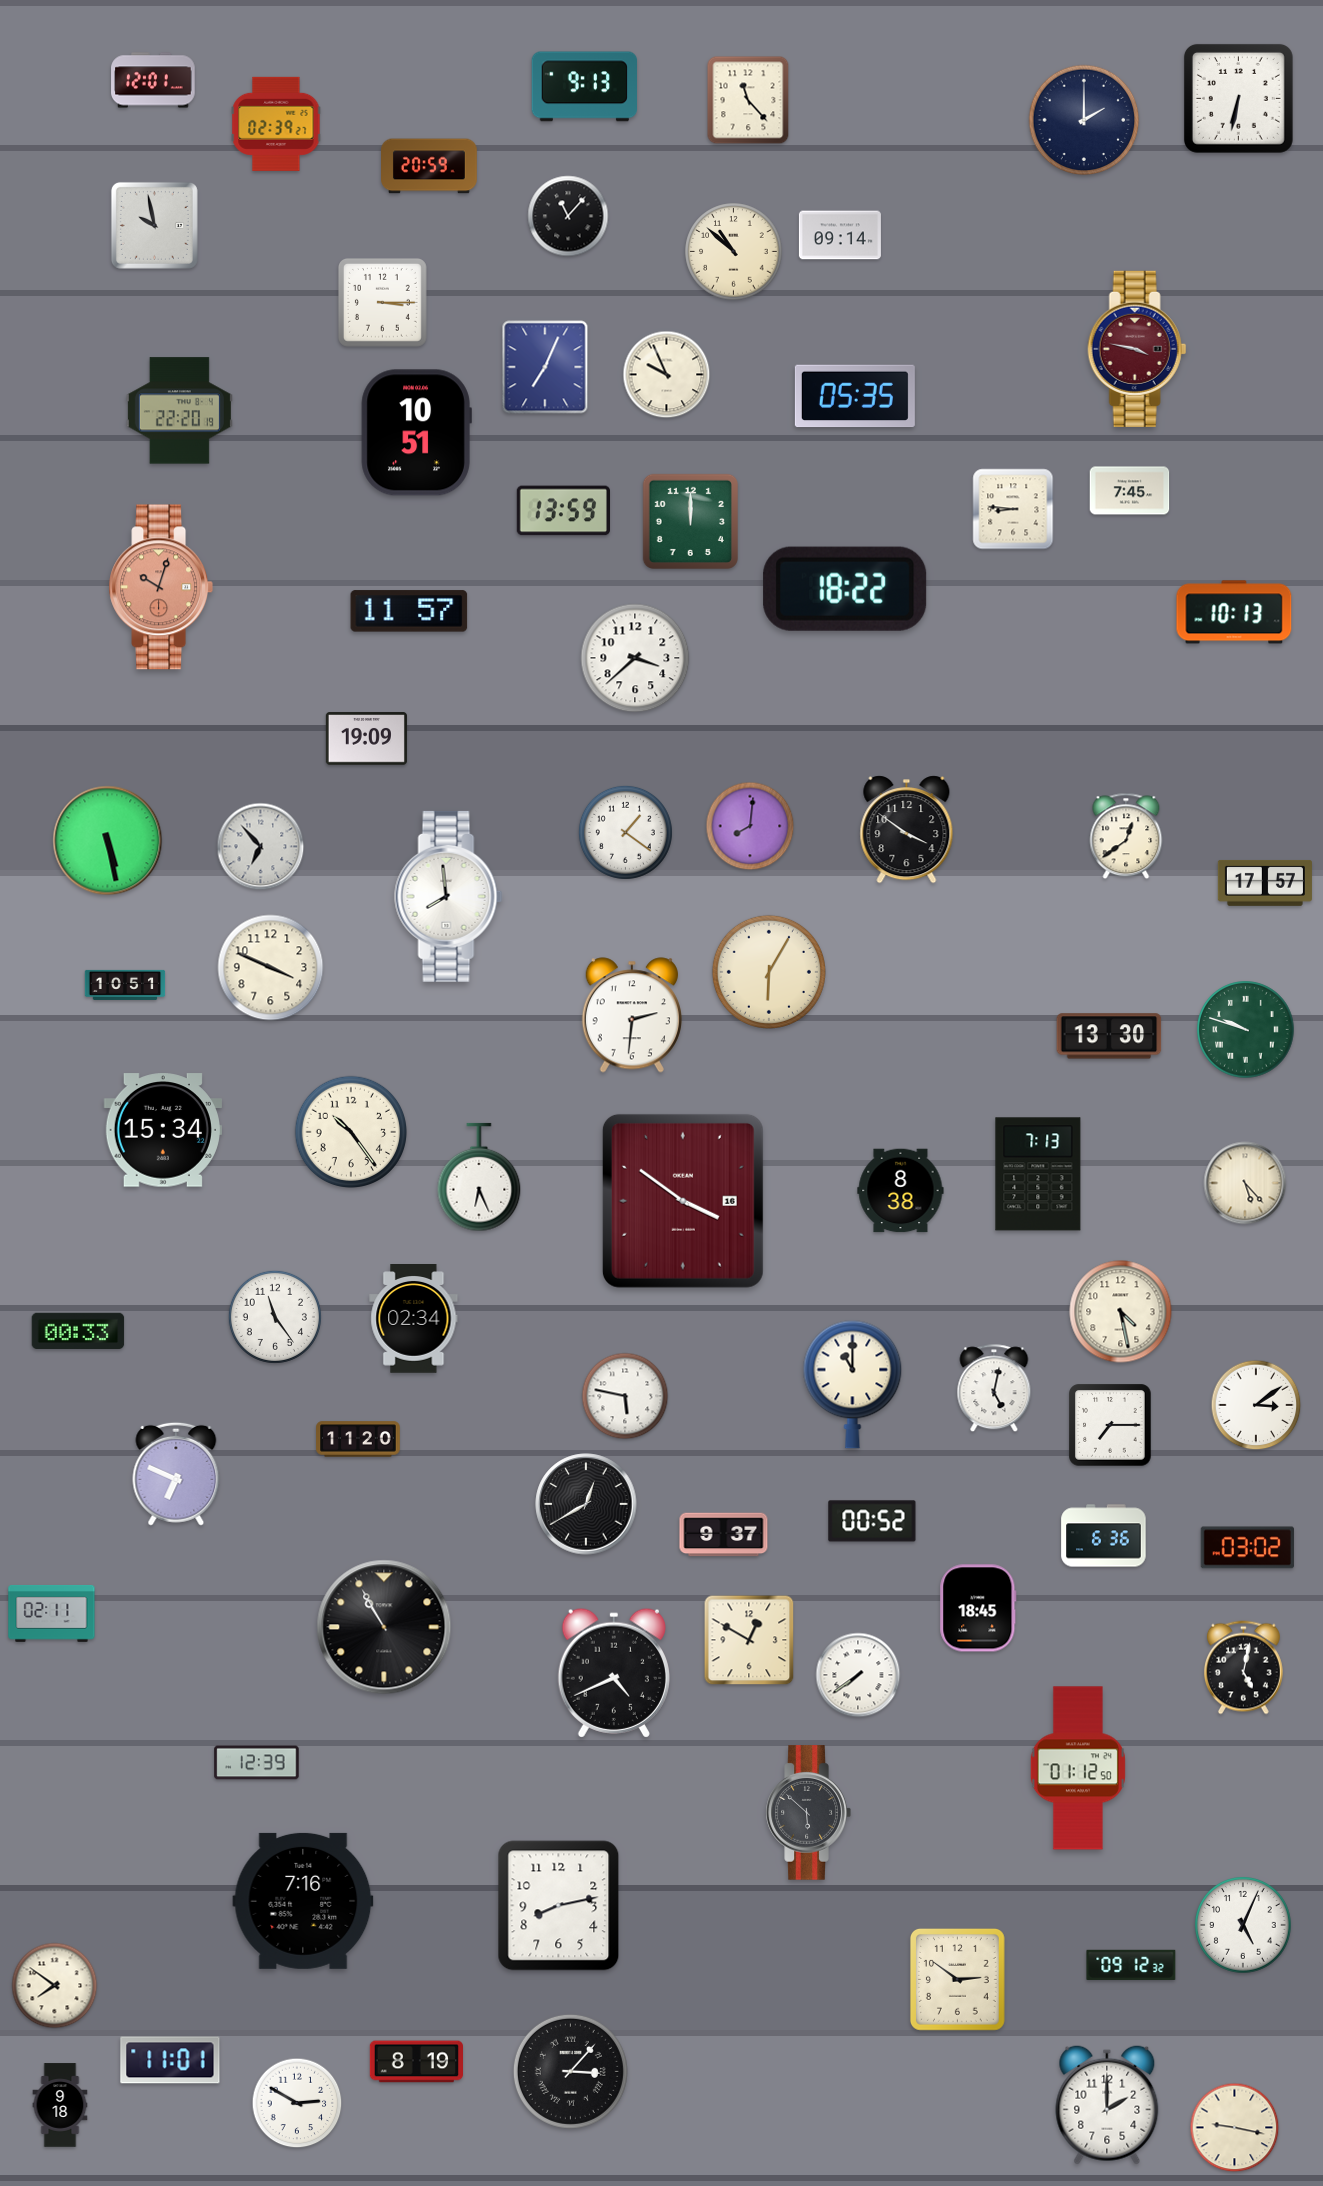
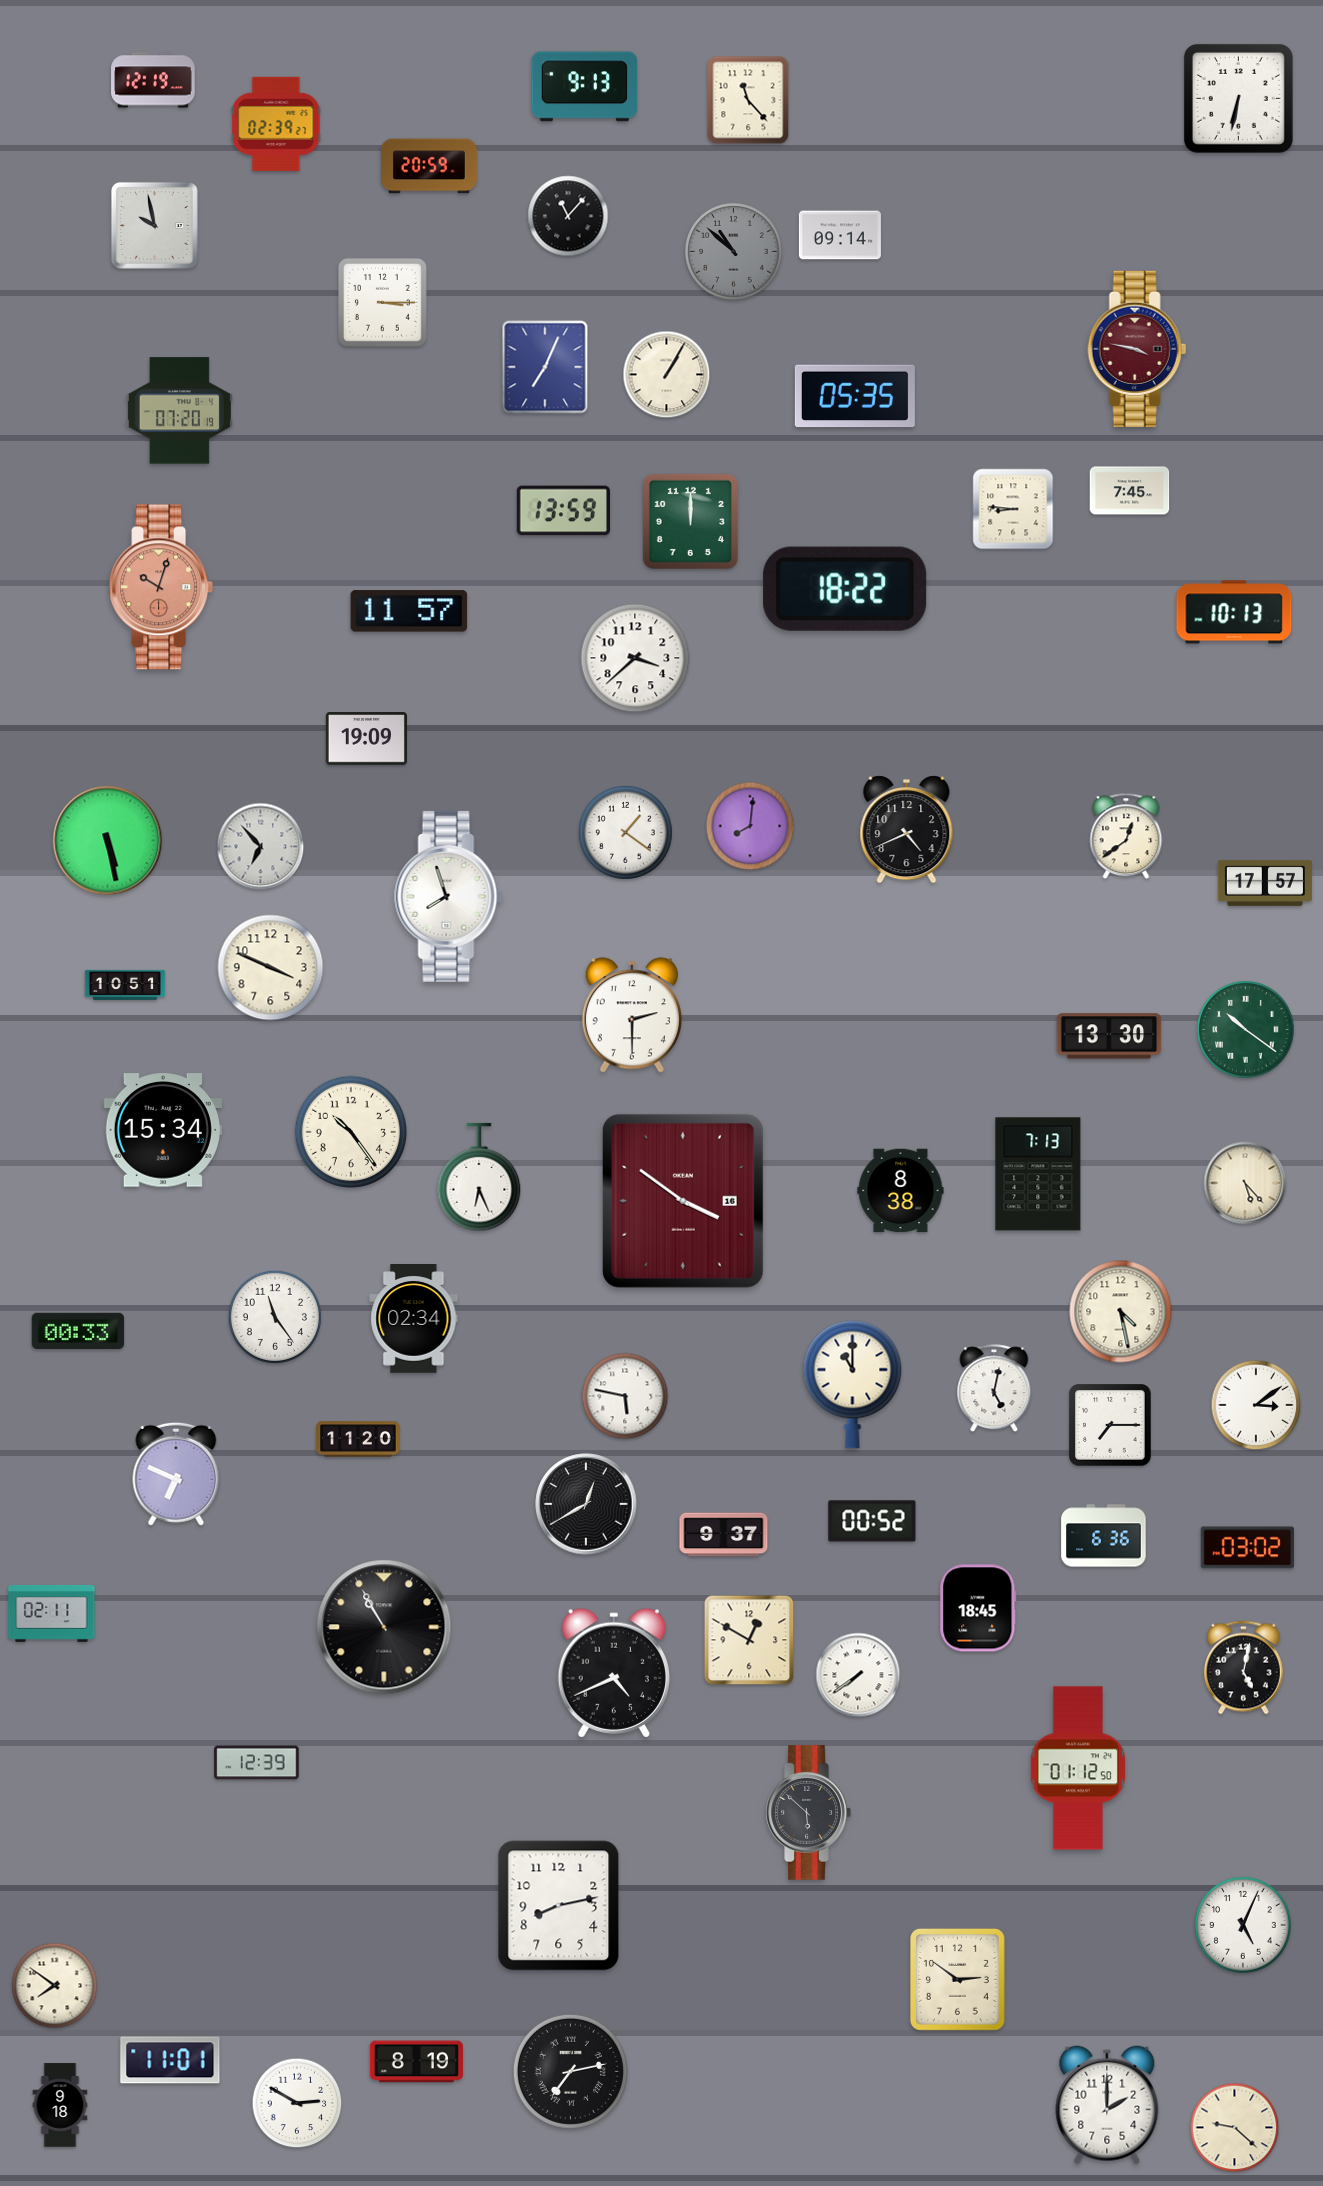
clock at (153, 80): 12:01 -> 12:19
clock at (1084, 120): 2:00 -> none
clock at (734, 252) dial: cream -> grey
clock at (667, 375): 9:56 -> 1:05
clock at (179, 411): 22:20 -> 07:20
clock at (416, 433): 10:51 -> none
clock at (907, 830): 3:51 -> 4:41
clock at (449, 896): 7:59 -> 7:57
clock at (769, 972): 6:05 -> none
clock at (632, 1015): 2:31 -> 2:30
clock at (1246, 1030): 9:48 -> 10:21
clock at (303, 1901): 7:16 -> none
clock at (1131, 1965): 09:12 -> none
clock at (570, 2071): 3:07 -> 7:13
clock at (1235, 2128): 9:17 -> 9:22
